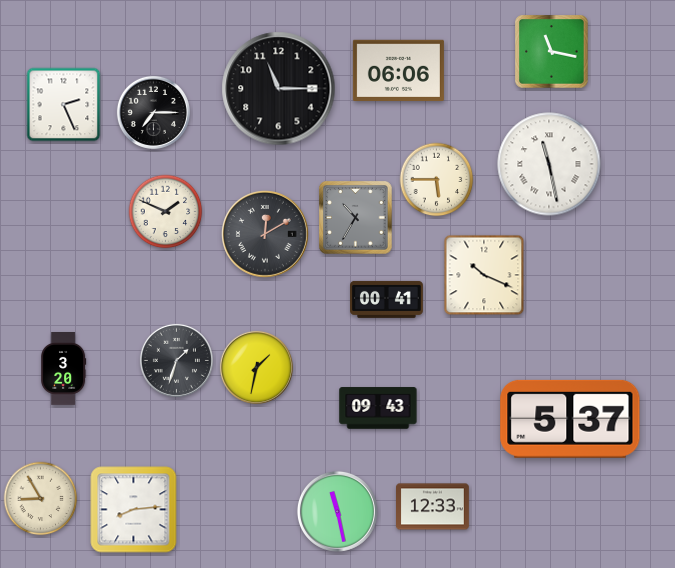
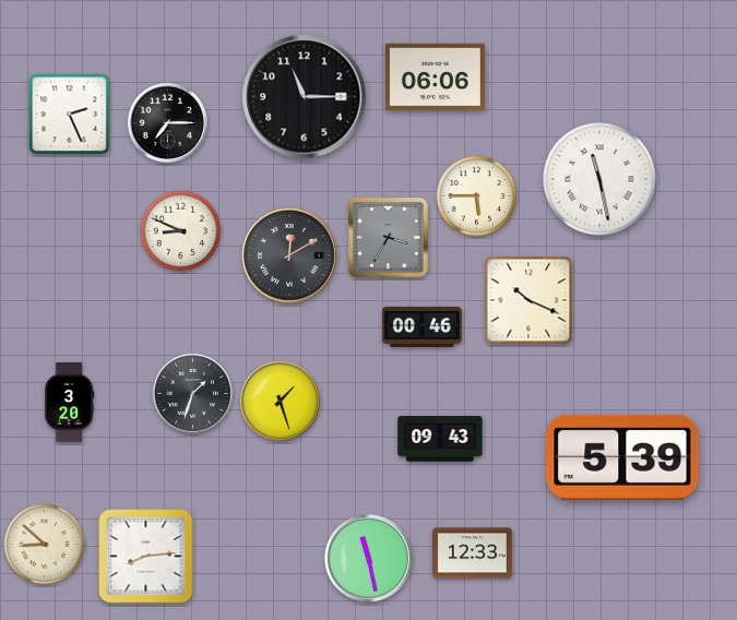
clock at (552, 52): 11:17 -> none
clock at (166, 212): 1:49 -> 8:49
clock at (356, 218): 10:35 -> 3:35
clock at (387, 299): 00:41 -> 00:46
clock at (256, 367): 1:32 -> 1:27
clock at (378, 408) position: (378, 408) -> (440, 439)
clock at (570, 419): 5:37 -> 5:39
clock at (41, 499): 8:55 -> 8:52
